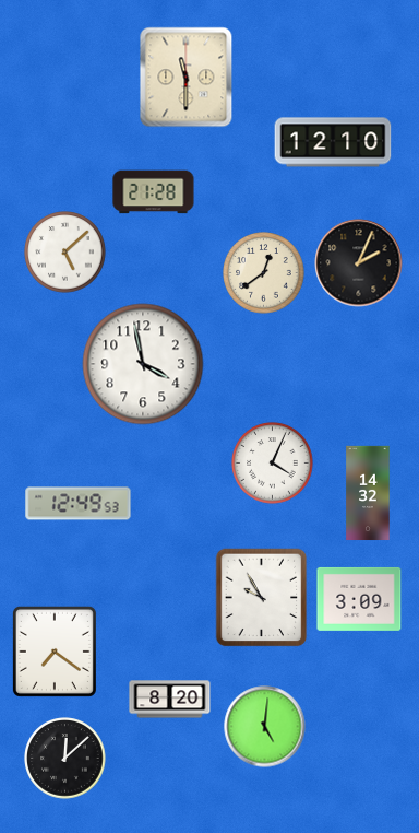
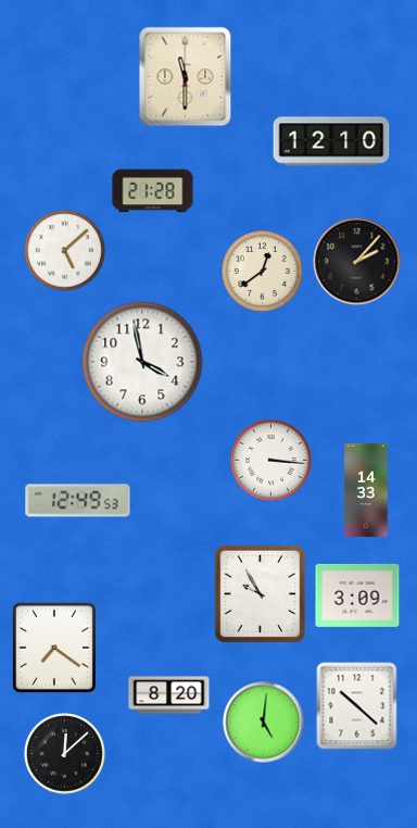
clock at (359, 263): 2:04 -> 2:07
clock at (273, 464): 4:04 -> 3:16
clock at (368, 493): 14:32 -> 14:33
clock at (357, 706): none -> 10:22
